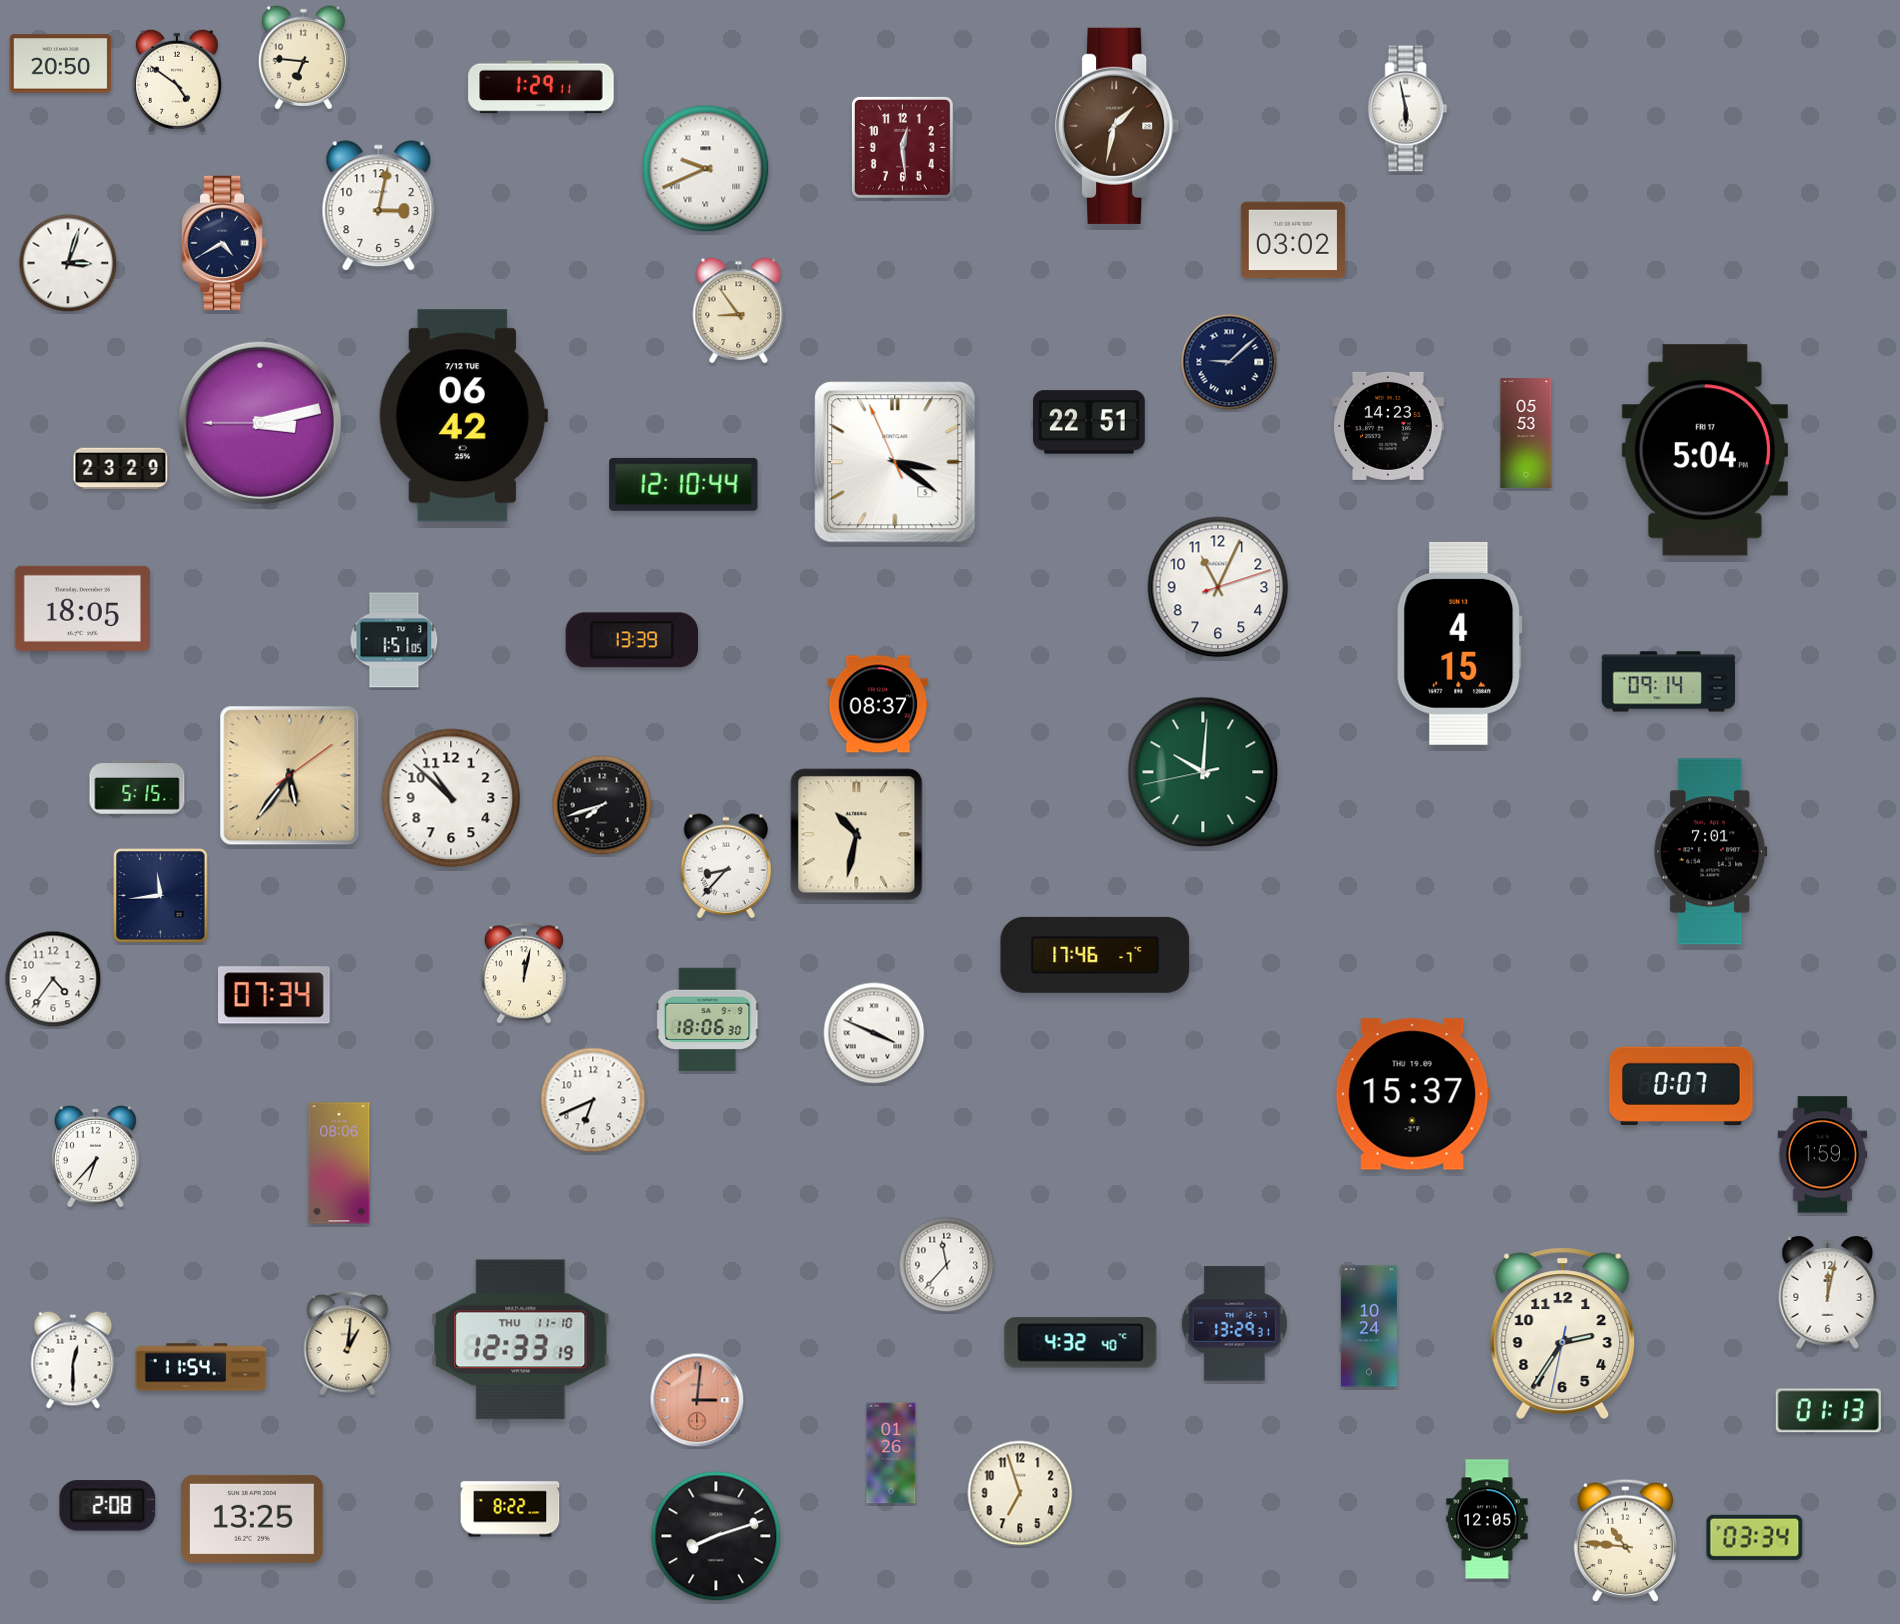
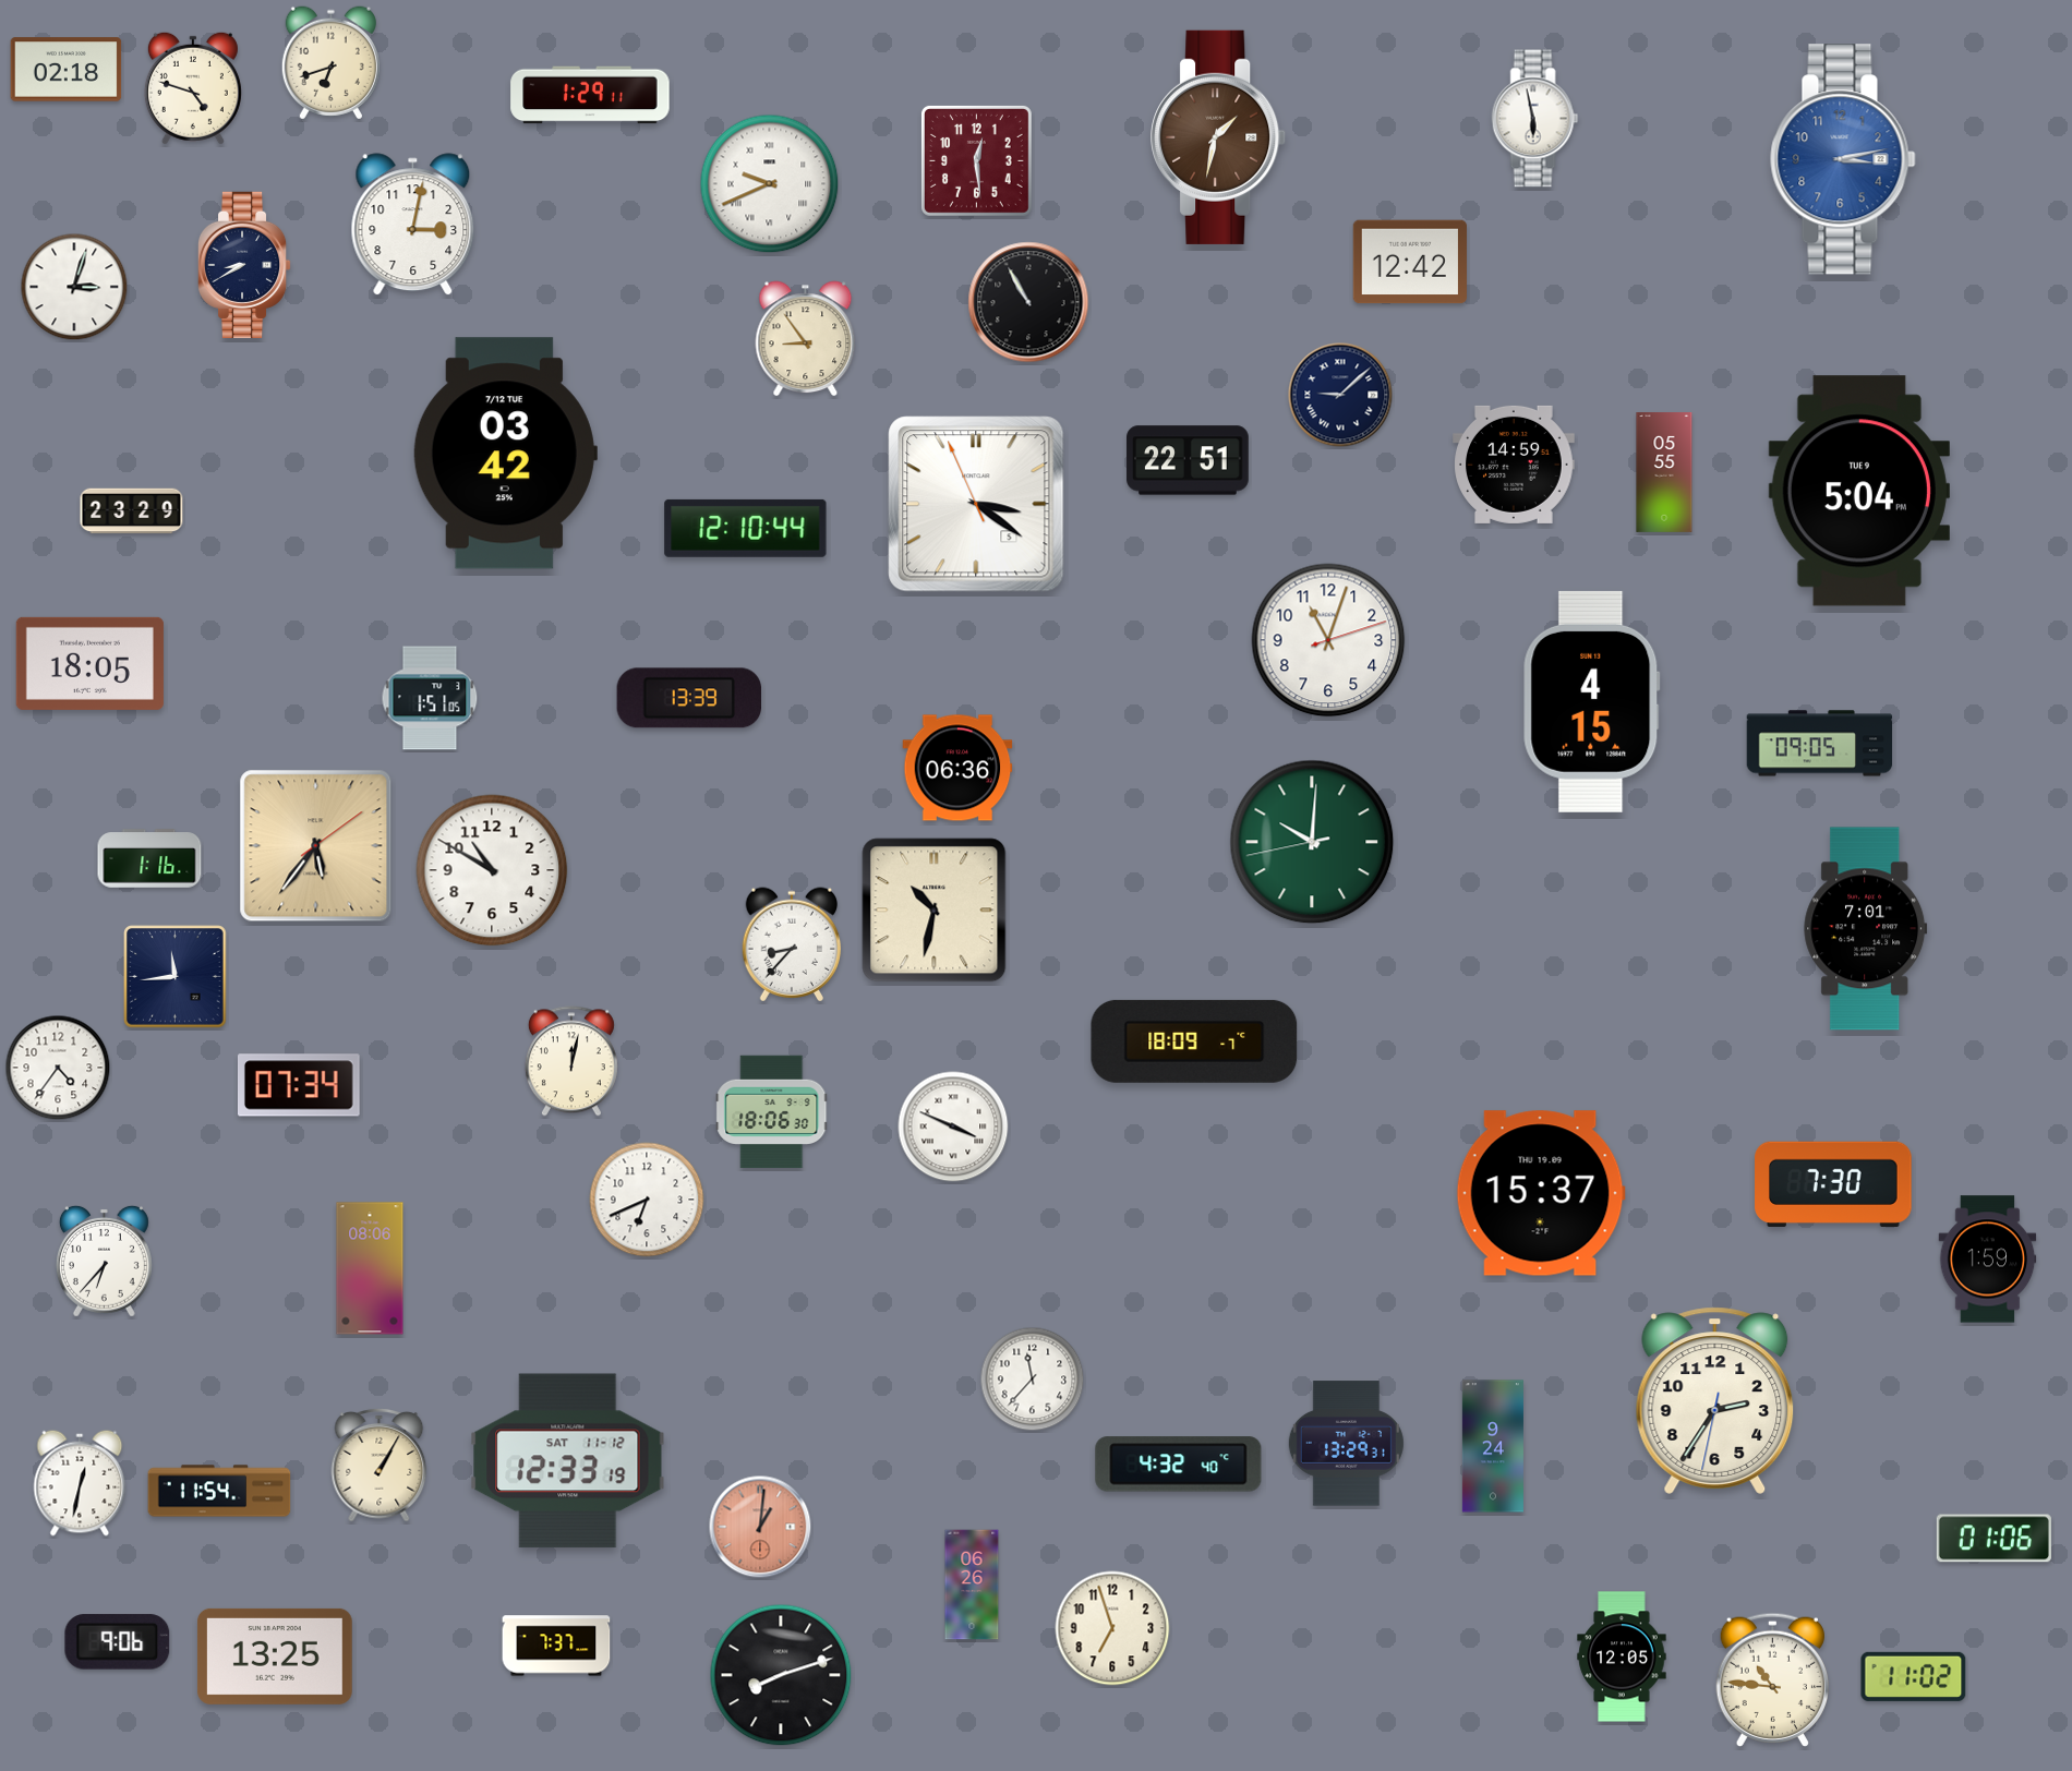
clock at (303, 58): 6:46 -> 6:42
clock at (61, 64): 20:50 -> 02:18
clock at (177, 81): 4:51 -> 4:48
clock at (1843, 159): none -> 3:13
clock at (902, 147) position: (902, 147) -> (976, 160)
clock at (1293, 240): 03:02 -> 12:42
clock at (224, 242): 4:40 -> 8:40
clock at (1028, 302): none -> 10:55
clock at (463, 416): 06:42 -> 03:42
clock at (260, 423): 3:12 -> none
clock at (1388, 426): 14:23 -> 14:59
clock at (1526, 434): 05:53 -> 05:55
clock at (1705, 450) date: FRI 17 -> TUE 9
clock at (1218, 587): 11:04 -> 11:03
clock at (1669, 682): 09:14 -> 09:05
clock at (878, 704): 08:37 -> 06:36
clock at (137, 787): 5:15 -> 1:16
clock at (451, 798): 10:52 -> 10:50
clock at (602, 805): 7:42 -> none
clock at (1095, 955): 17:46 -> 18:09
clock at (1681, 1086): 0:07 -> 7:30
clock at (1828, 1292): 12:02 -> none
clock at (1369, 1326): 10:24 -> 9:24
clock at (1563, 1333) position: (1563, 1333) -> (1715, 1400)
clock at (521, 1340) date: THU 11-10 -> SAT 11-12
clock at (348, 1344): 1:01 -> 1:05
clock at (73, 1360): 12:30 -> 12:32
clock at (697, 1400): 3:01 -> 1:01
clock at (1828, 1411): 01:13 -> 01:06
clock at (891, 1453): 01:26 -> 06:26
clock at (108, 1506): 2:08 -> 9:06
clock at (510, 1509): 8:22 -> 7:37
clock at (1755, 1537): 03:34 -> 11:02
